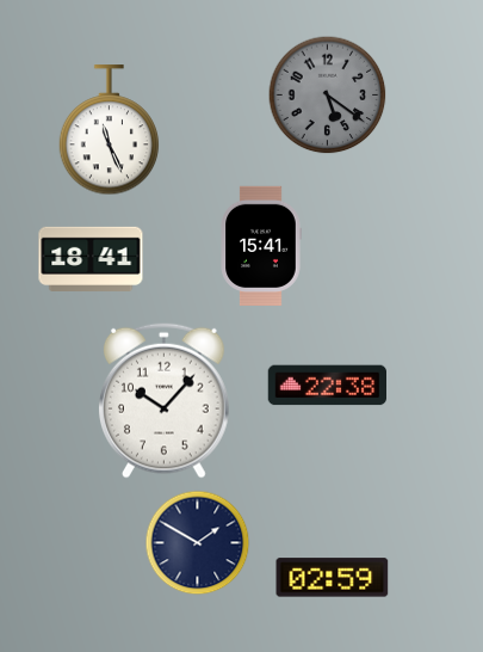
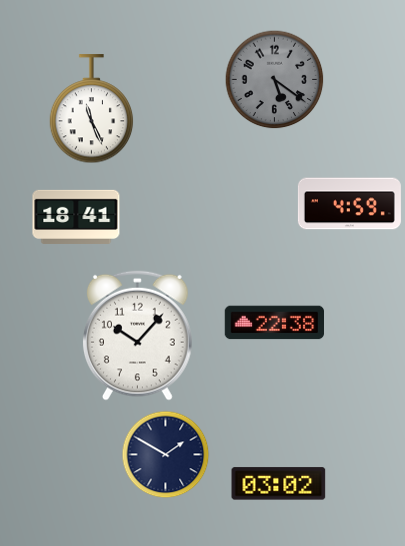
clock at (349, 204): none -> 4:59
clock at (261, 245): 15:41 -> none
clock at (333, 578): 02:59 -> 03:02
